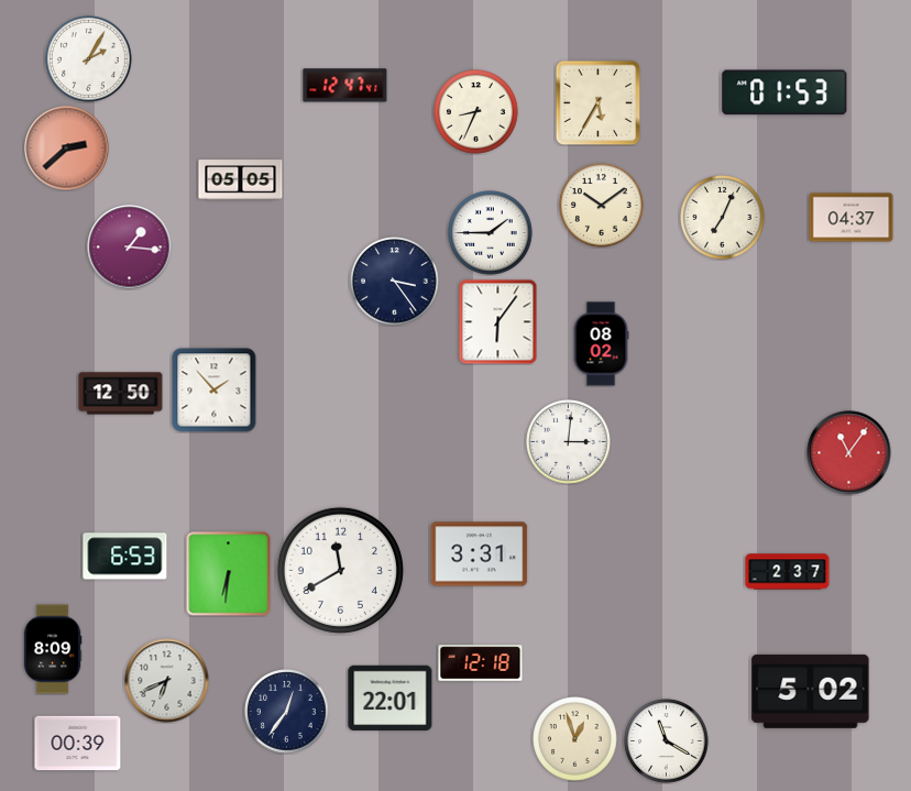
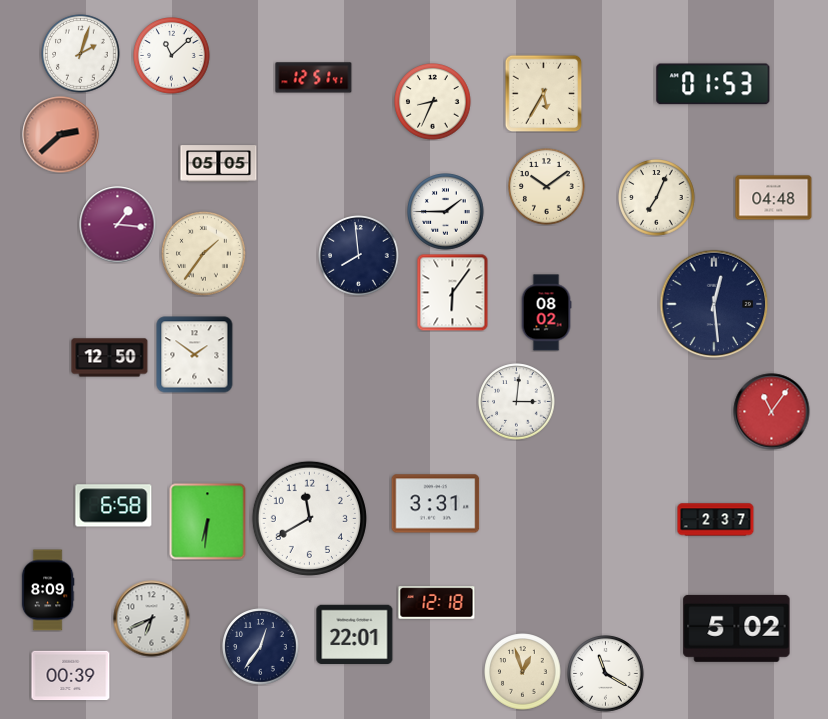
clock at (89, 59): 2:05 -> 2:03
clock at (172, 56): none -> 11:08
clock at (345, 86): 12:47 -> 12:51
clock at (852, 218): 04:37 -> 04:48
clock at (204, 254): none -> 1:36
clock at (395, 282): 3:24 -> 7:59
clock at (714, 304): none -> 12:29
clock at (215, 391): 1:53 -> 1:51
clock at (125, 557): 6:53 -> 6:58
